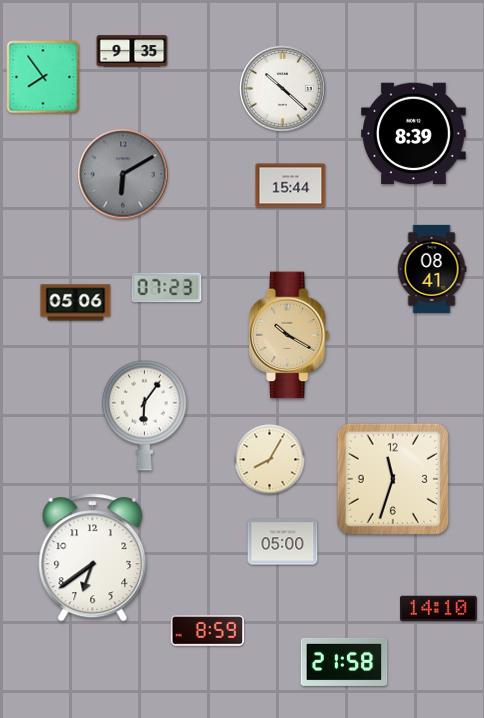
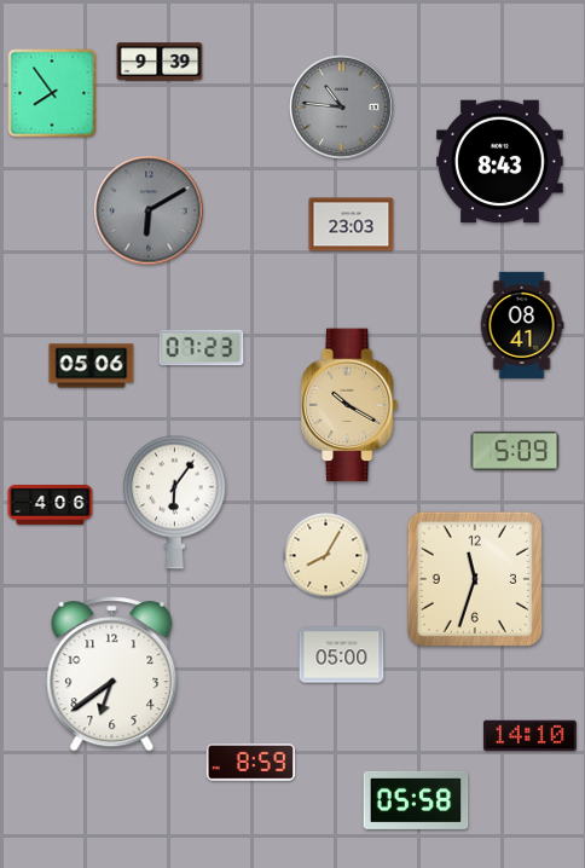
clock at (132, 51): 9:35 -> 9:39
clock at (283, 89): 10:22 -> 10:46
clock at (283, 89) dial: white -> grey
clock at (414, 134): 8:39 -> 8:43
clock at (291, 186): 15:44 -> 23:03
clock at (515, 451): none -> 5:09
clock at (51, 504): none -> 4:06
clock at (344, 662): 21:58 -> 05:58
